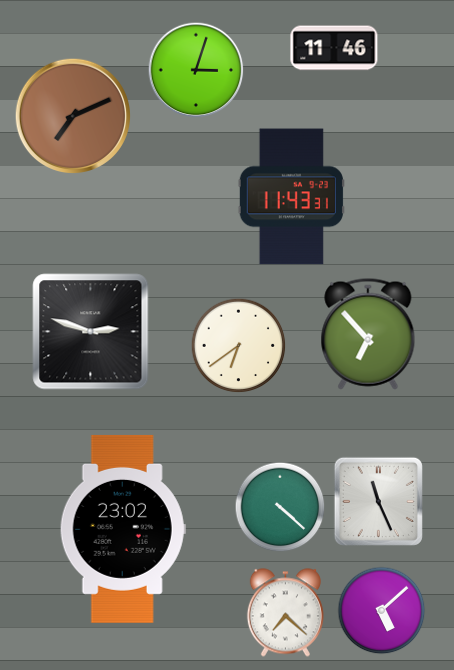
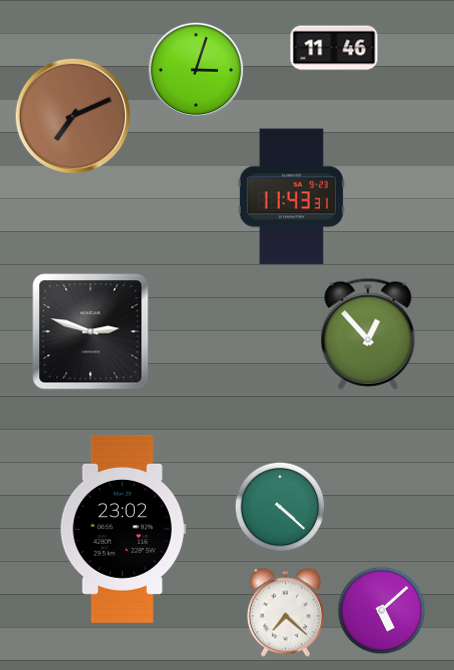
clock at (368, 334): 6:53 -> 12:53
clock at (239, 346): 6:39 -> none
clock at (378, 501): 11:26 -> none
